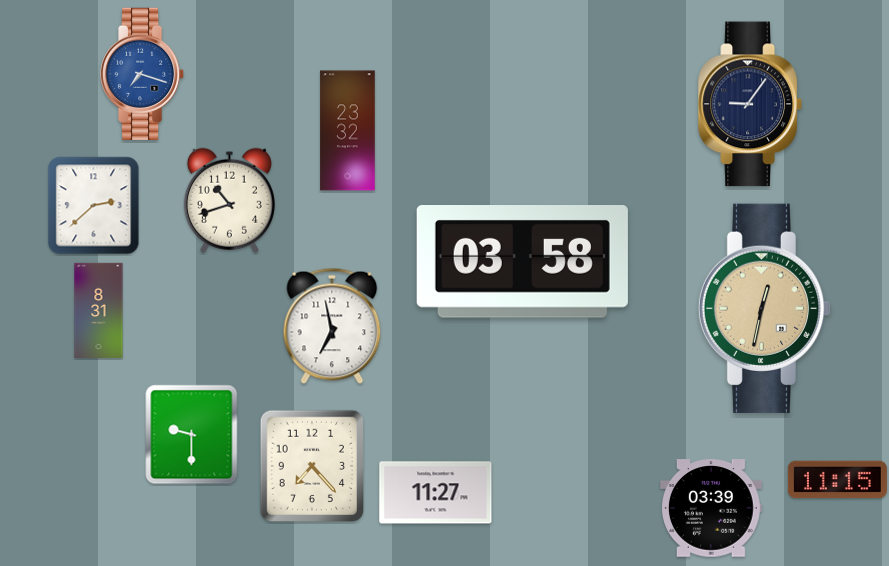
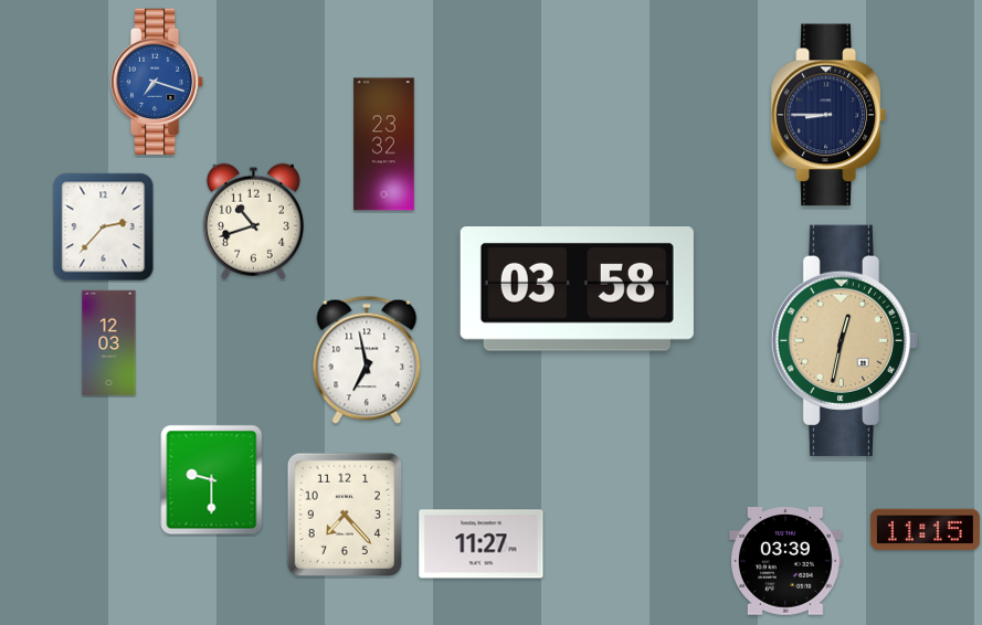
clock at (750, 104): 9:06 -> 8:45
clock at (94, 206): 2:38 -> 2:37
clock at (99, 310): 8:31 -> 12:03
